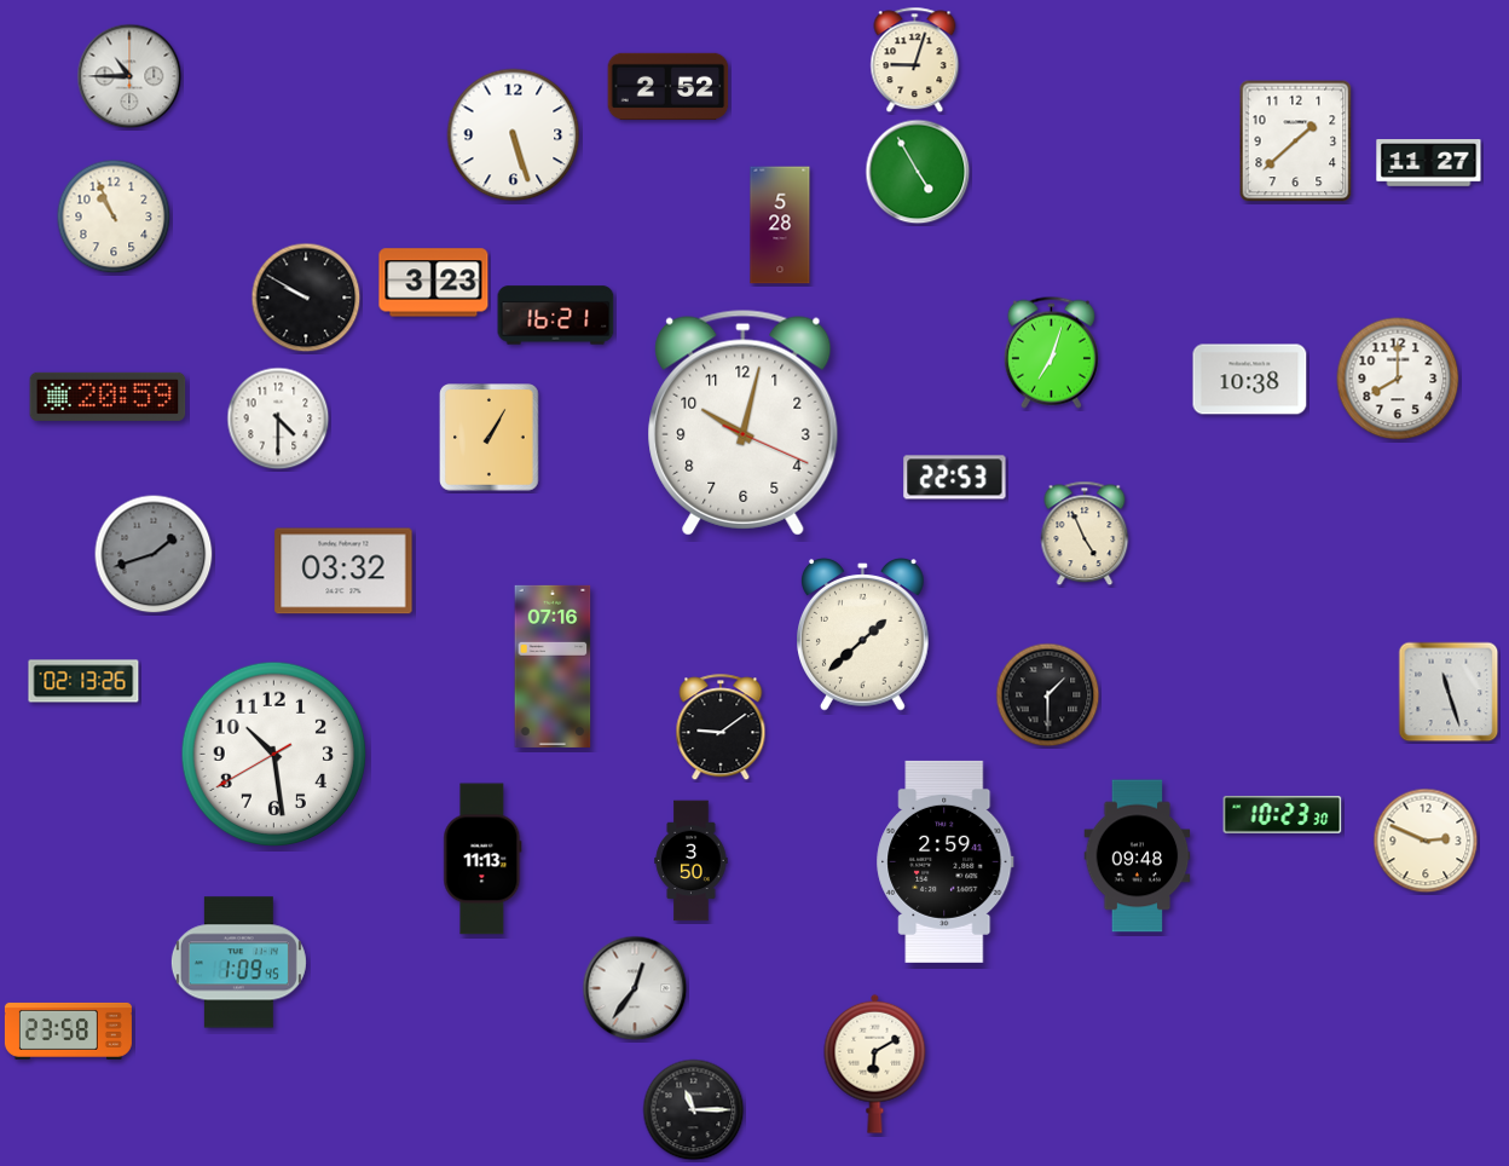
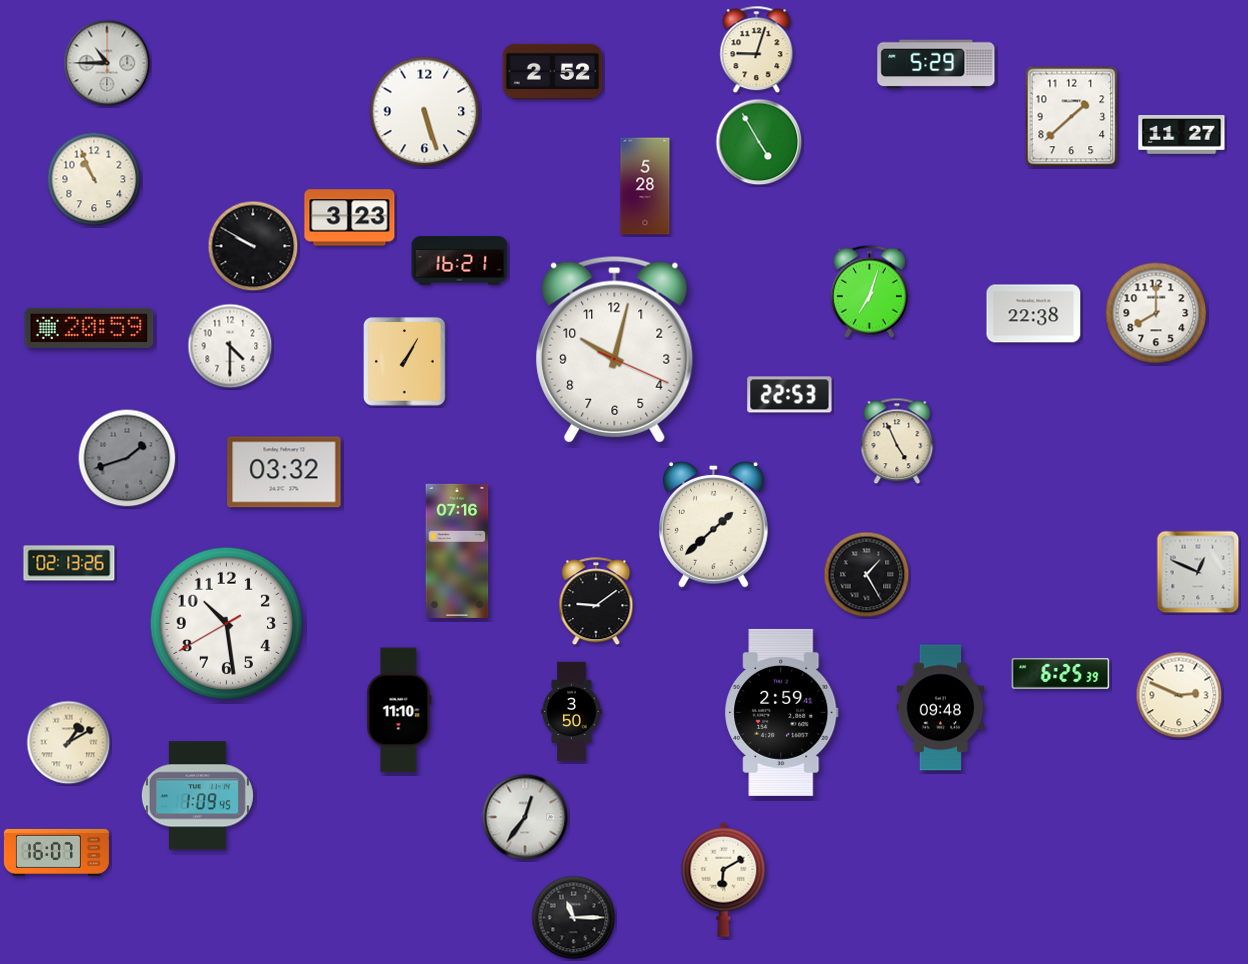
clock at (936, 64): none -> 5:29
clock at (434, 283) position: (434, 283) -> (350, 218)
clock at (1250, 380): 10:38 -> 22:38
clock at (1449, 692): 11:27 -> 12:49
clock at (1048, 695): 1:30 -> 1:25
clock at (1283, 814): 10:23 -> 6:25
clock at (482, 859): 11:13 -> 11:10
clock at (69, 743): none -> 1:10
clock at (68, 1031): 23:58 -> 16:07
